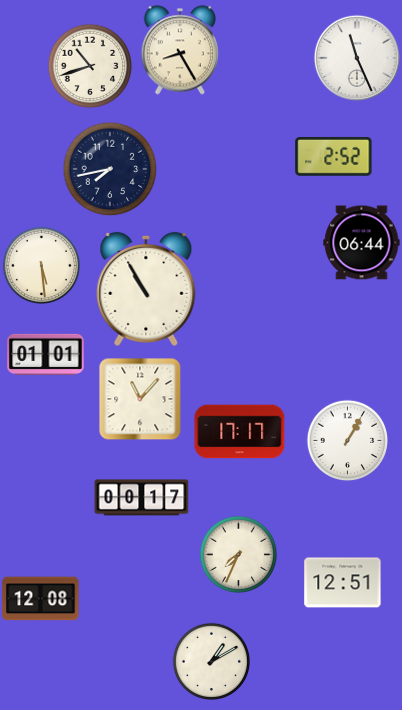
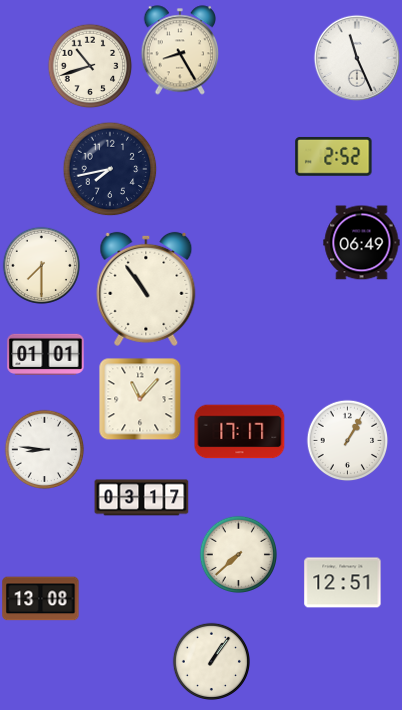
clock at (362, 243): 06:44 -> 06:49
clock at (41, 265): 5:29 -> 7:30
clock at (146, 289): 10:55 -> 10:54
clock at (44, 449): none -> 8:46
clock at (142, 498): 00:17 -> 03:17
clock at (238, 554): 7:34 -> 7:38
clock at (41, 599): 12:08 -> 13:08
clock at (211, 661): 1:10 -> 1:06
